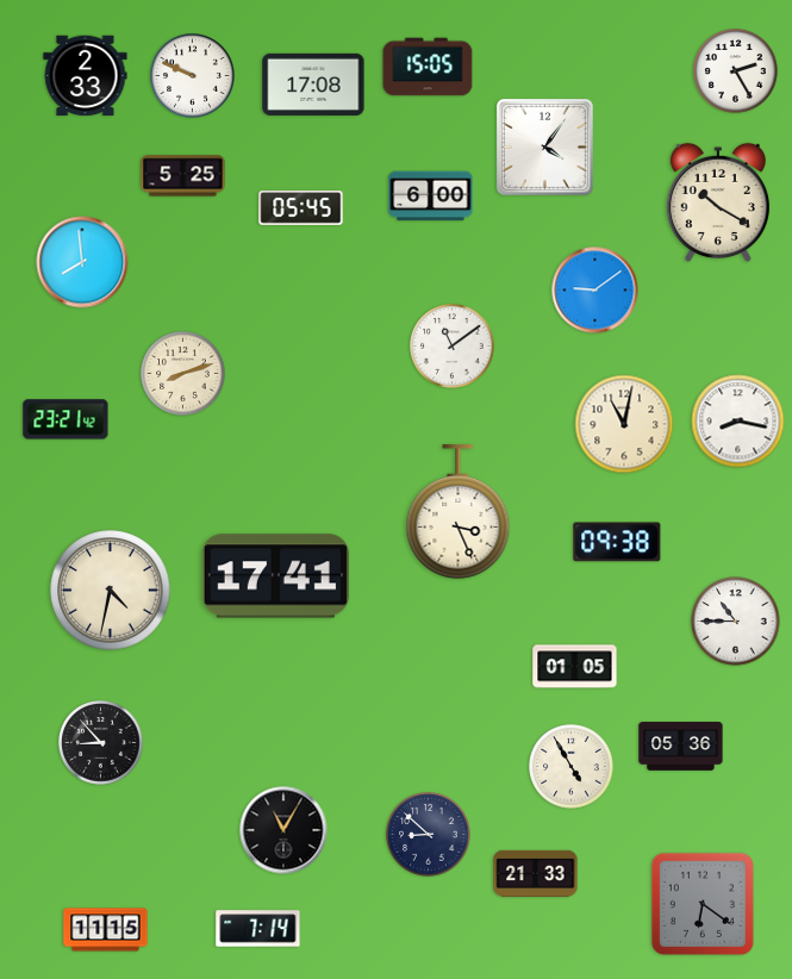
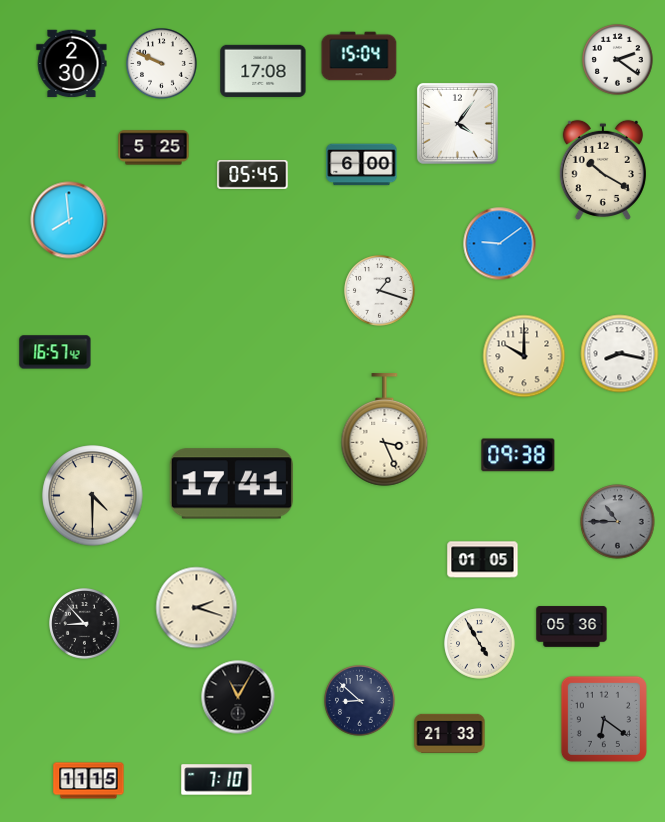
clock at (428, 67): 15:05 -> 15:04
clock at (736, 71): 2:25 -> 2:21
clock at (86, 76): 2:33 -> 2:30
clock at (453, 347): 11:09 -> 1:18
clock at (183, 374): 8:12 -> none
clock at (66, 419): 23:21 -> 16:57
clock at (624, 424): 11:02 -> 10:00
clock at (111, 591): 4:32 -> 4:30
clock at (736, 622) dial: white -> grey
clock at (197, 608): none -> 2:18
clock at (703, 904) position: (703, 904) -> (604, 719)
clock at (258, 929): 7:14 -> 7:10
